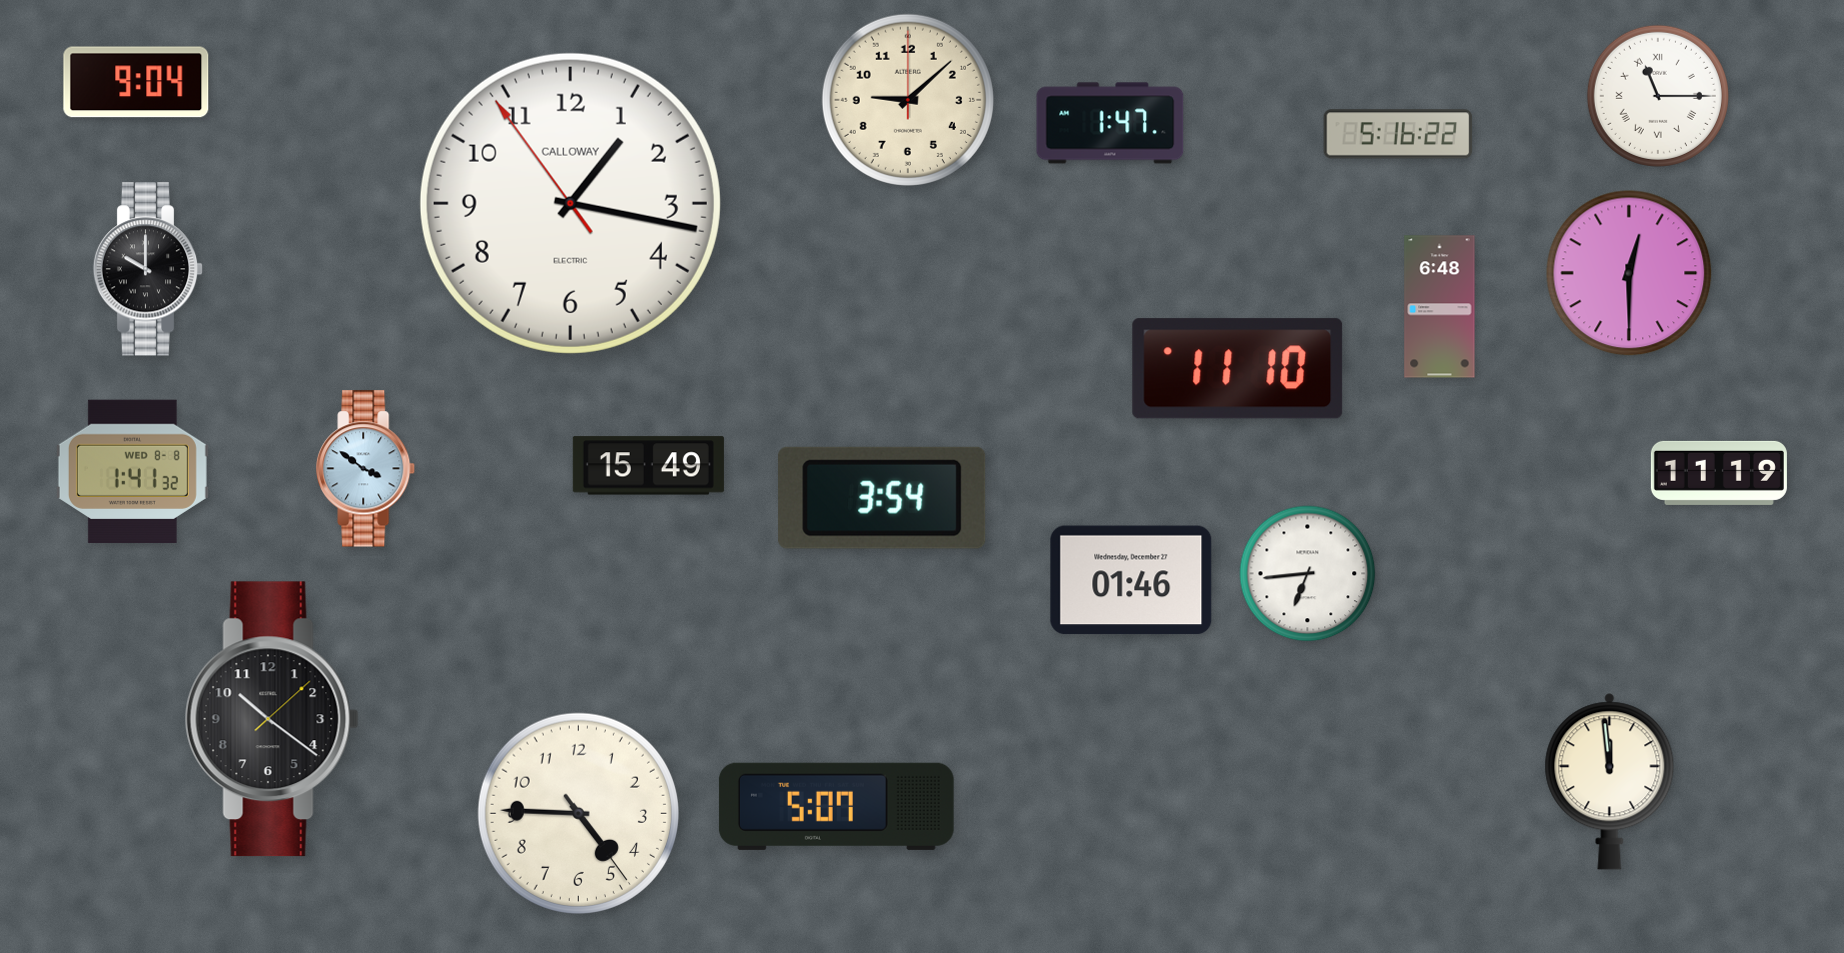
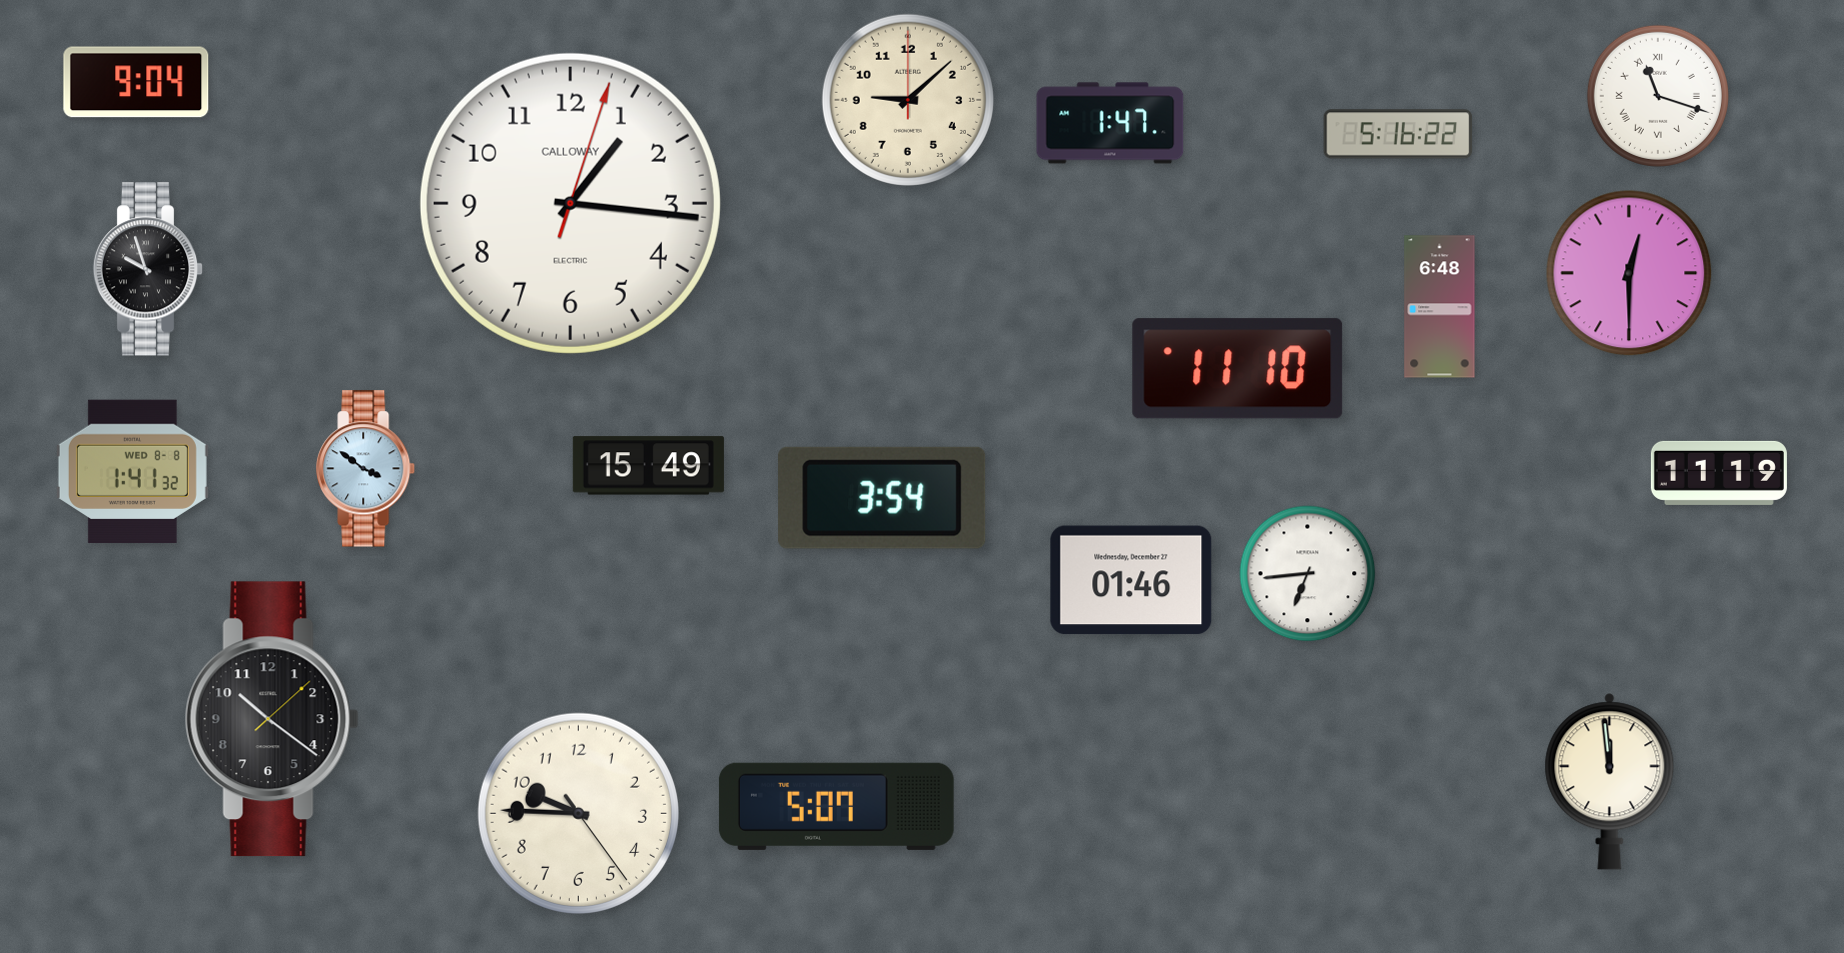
clock at (1658, 96): 11:15 -> 11:18
clock at (570, 203): 1:16:54 -> 1:16:03
clock at (148, 269): 10:00 -> 9:57
clock at (578, 813): 4:45 -> 9:45
